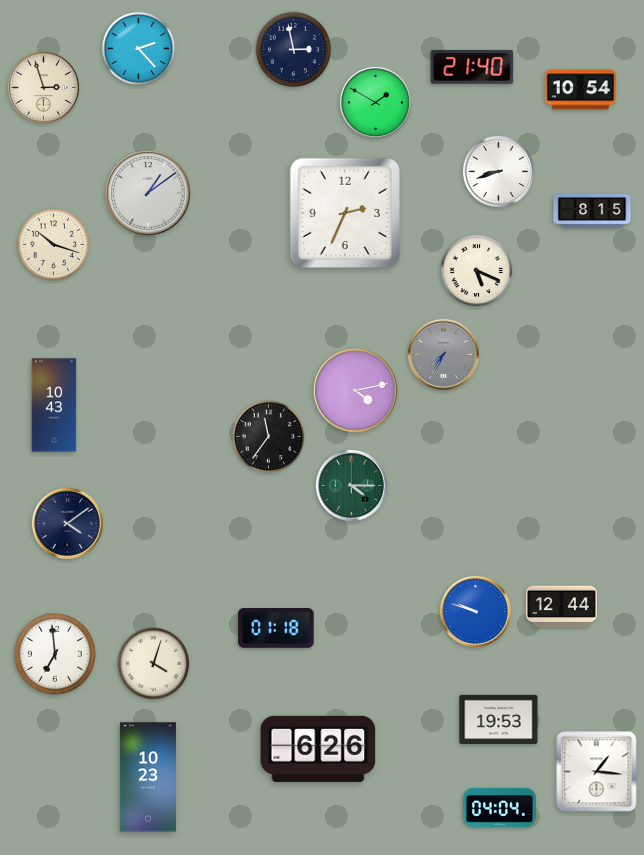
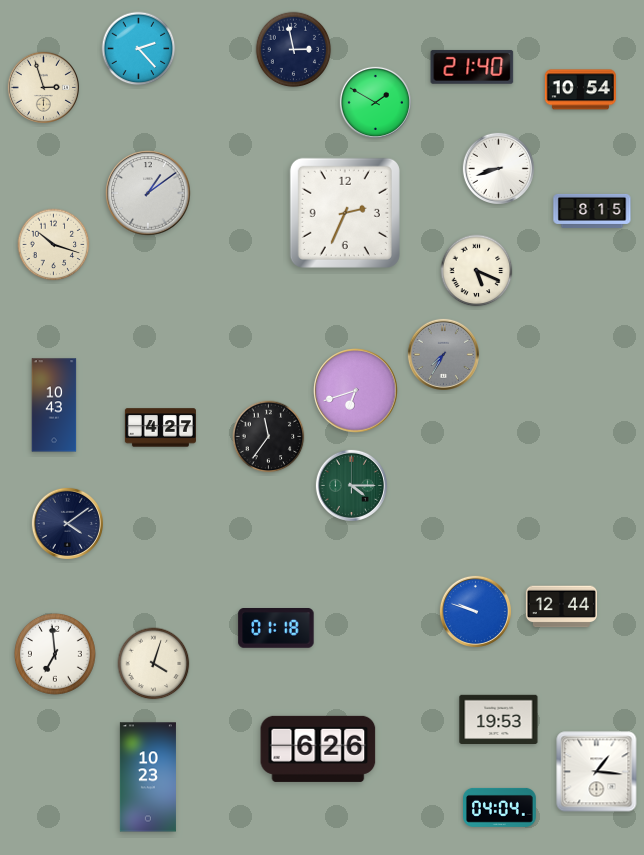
clock at (498, 171) position: (498, 171) -> (498, 168)
clock at (356, 391): 4:13 -> 6:42
clock at (160, 428): none -> 4:27
